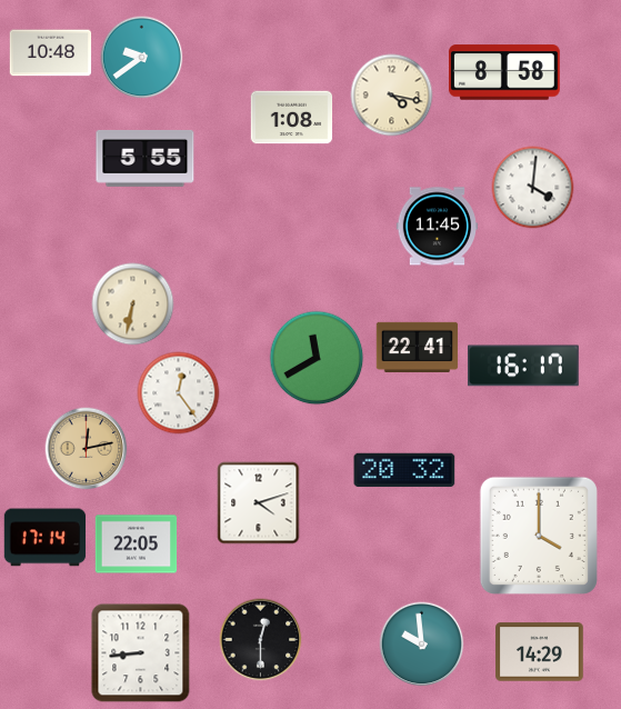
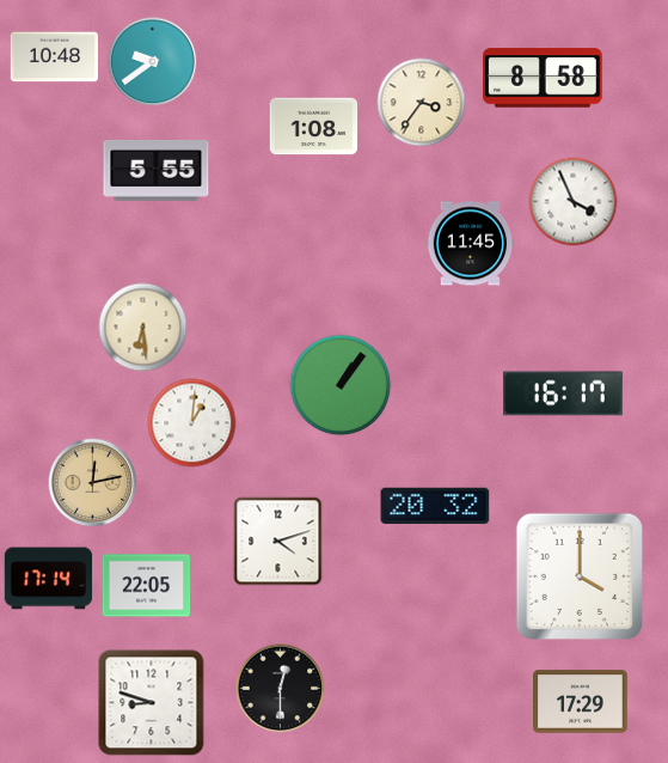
clock at (392, 96): 4:17 -> 3:36
clock at (533, 188): 4:01 -> 3:56
clock at (133, 304): 6:32 -> 6:29
clock at (418, 347): 22:41 -> none
clock at (317, 358): 11:40 -> 1:06
clock at (179, 393): 12:24 -> 1:01
clock at (422, 645): 9:59 -> none
clock at (540, 652): 14:29 -> 17:29
clock at (141, 653): 8:44 -> 8:48
